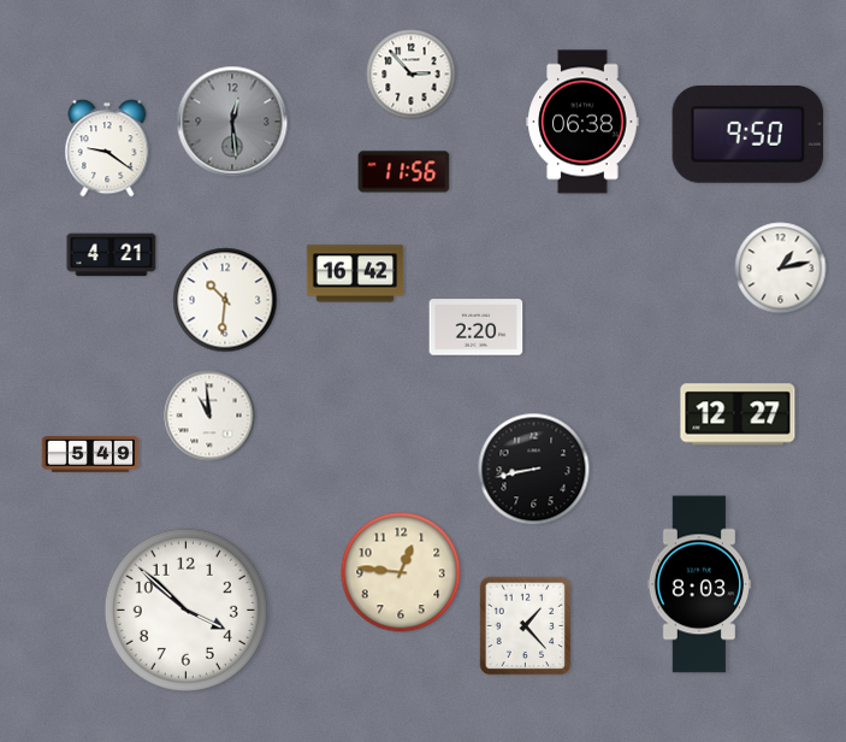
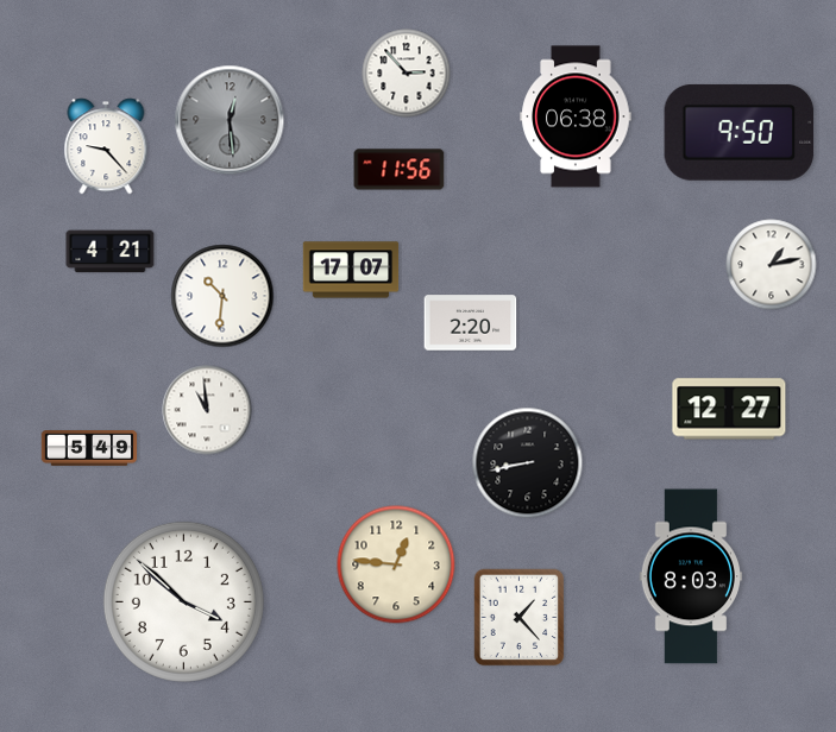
clock at (582, 122) position: (582, 122) -> (576, 116)
clock at (107, 148): 9:21 -> 9:23
clock at (355, 273): 16:42 -> 17:07
